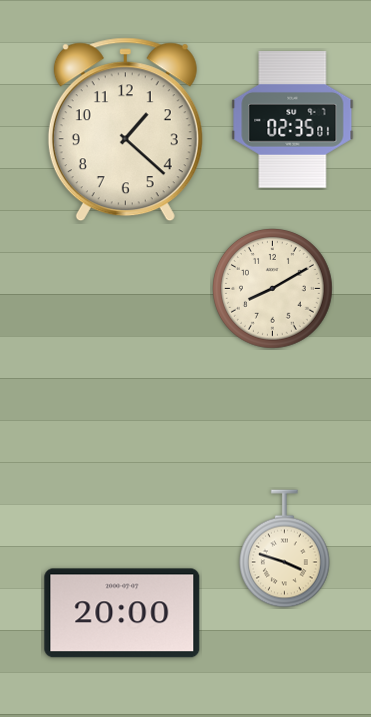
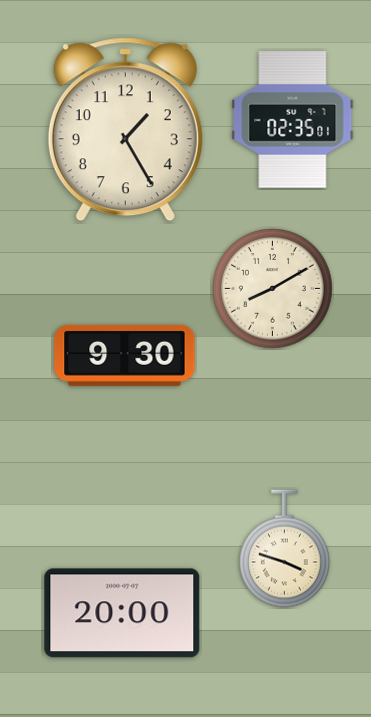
clock at (125, 130): 1:22 -> 1:25
clock at (125, 355): none -> 9:30
